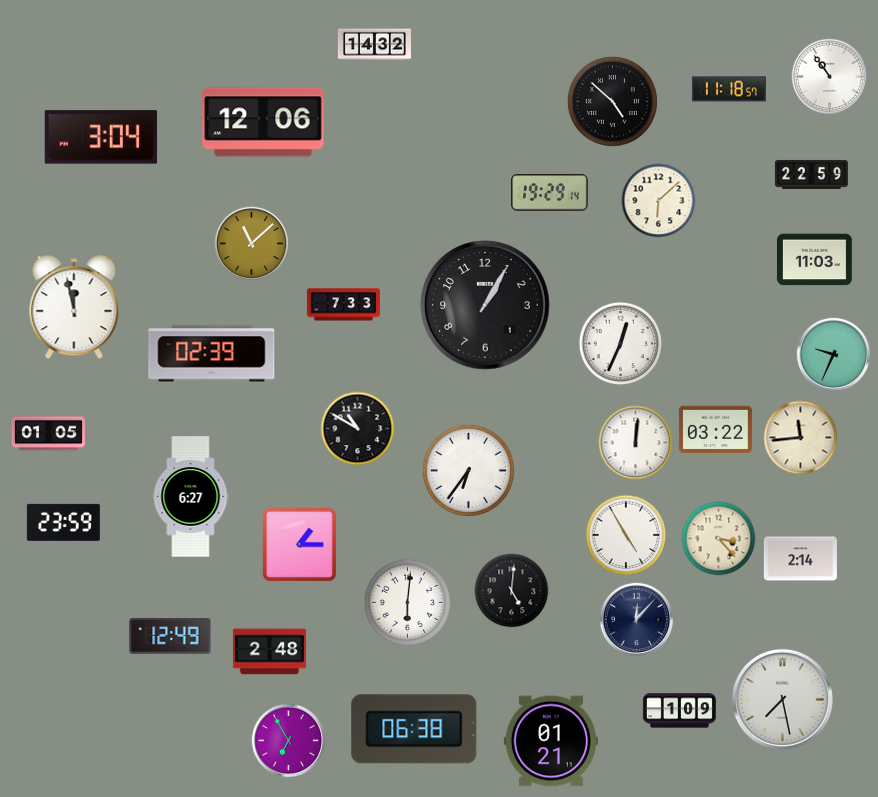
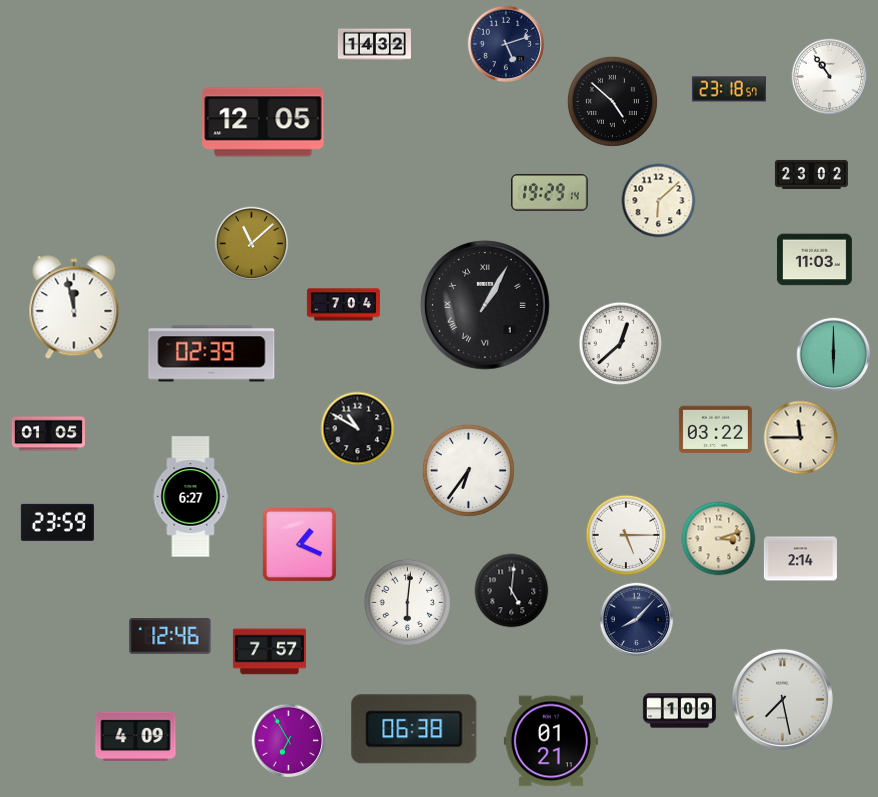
clock at (506, 44): none -> 5:12
clock at (729, 89): 11:18 -> 23:18
clock at (263, 122): 12:06 -> 12:05
clock at (101, 137): 3:04 -> none
clock at (811, 174): 22:59 -> 23:02
clock at (343, 305): 7:33 -> 7:04
clock at (485, 305) numerals: Arabic -> Roman
clock at (621, 344): 12:34 -> 12:38
clock at (834, 355): 9:34 -> 6:00
clock at (801, 438): 11:44 -> 11:45
clock at (636, 443): 12:01 -> none
clock at (63, 522) position: (63, 522) -> (57, 522)
clock at (626, 535): 4:55 -> 5:15
clock at (719, 539): 3:23 -> 3:12
clock at (300, 545): 1:15 -> 1:19
clock at (637, 620): 12:07 -> 8:07
clock at (170, 636): 12:49 -> 12:46
clock at (269, 652): 2:48 -> 7:57
clock at (136, 737): none -> 4:09
